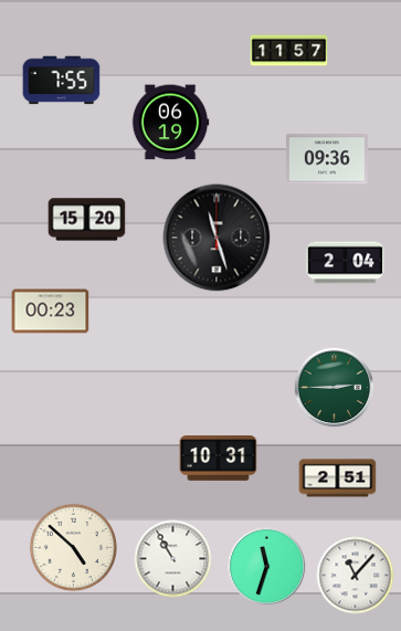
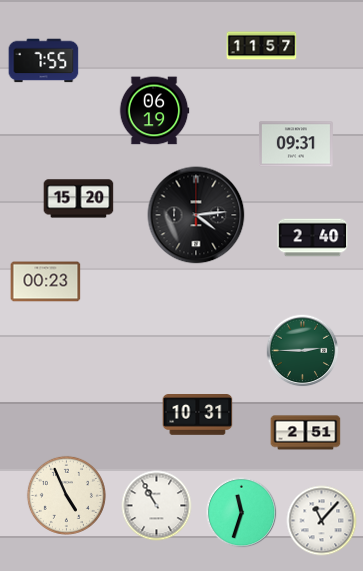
clock at (62, 81) position: (62, 81) -> (44, 61)
clock at (327, 159): 09:36 -> 09:31
clock at (217, 238): 11:27 -> 4:14
clock at (346, 263): 2:04 -> 2:40
clock at (73, 547): 4:52 -> 4:56
